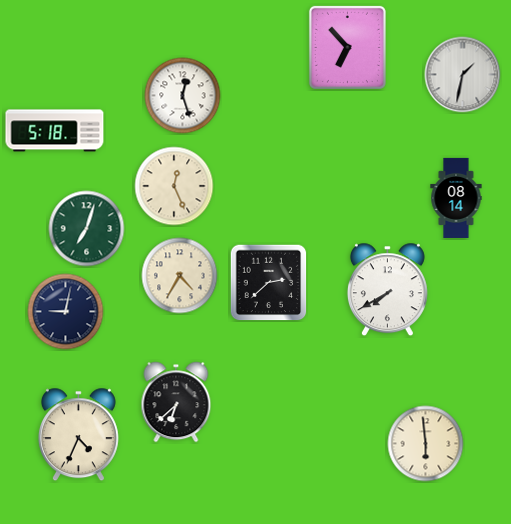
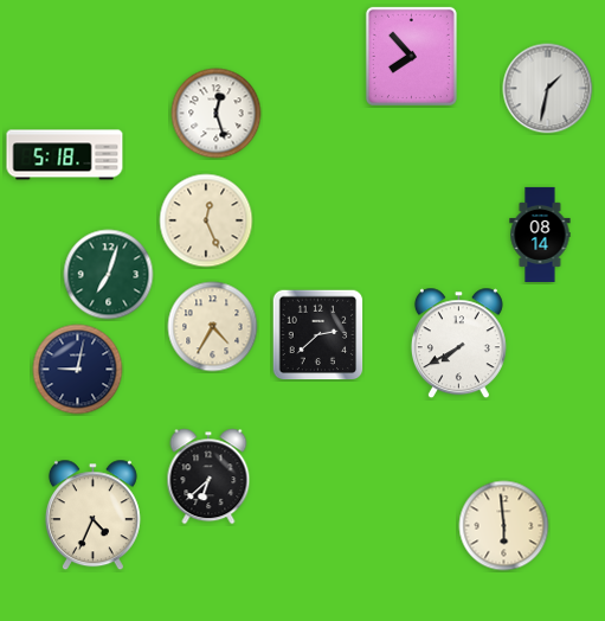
clock at (347, 47): 6:53 -> 7:53
clock at (87, 229) position: (87, 229) -> (109, 275)
